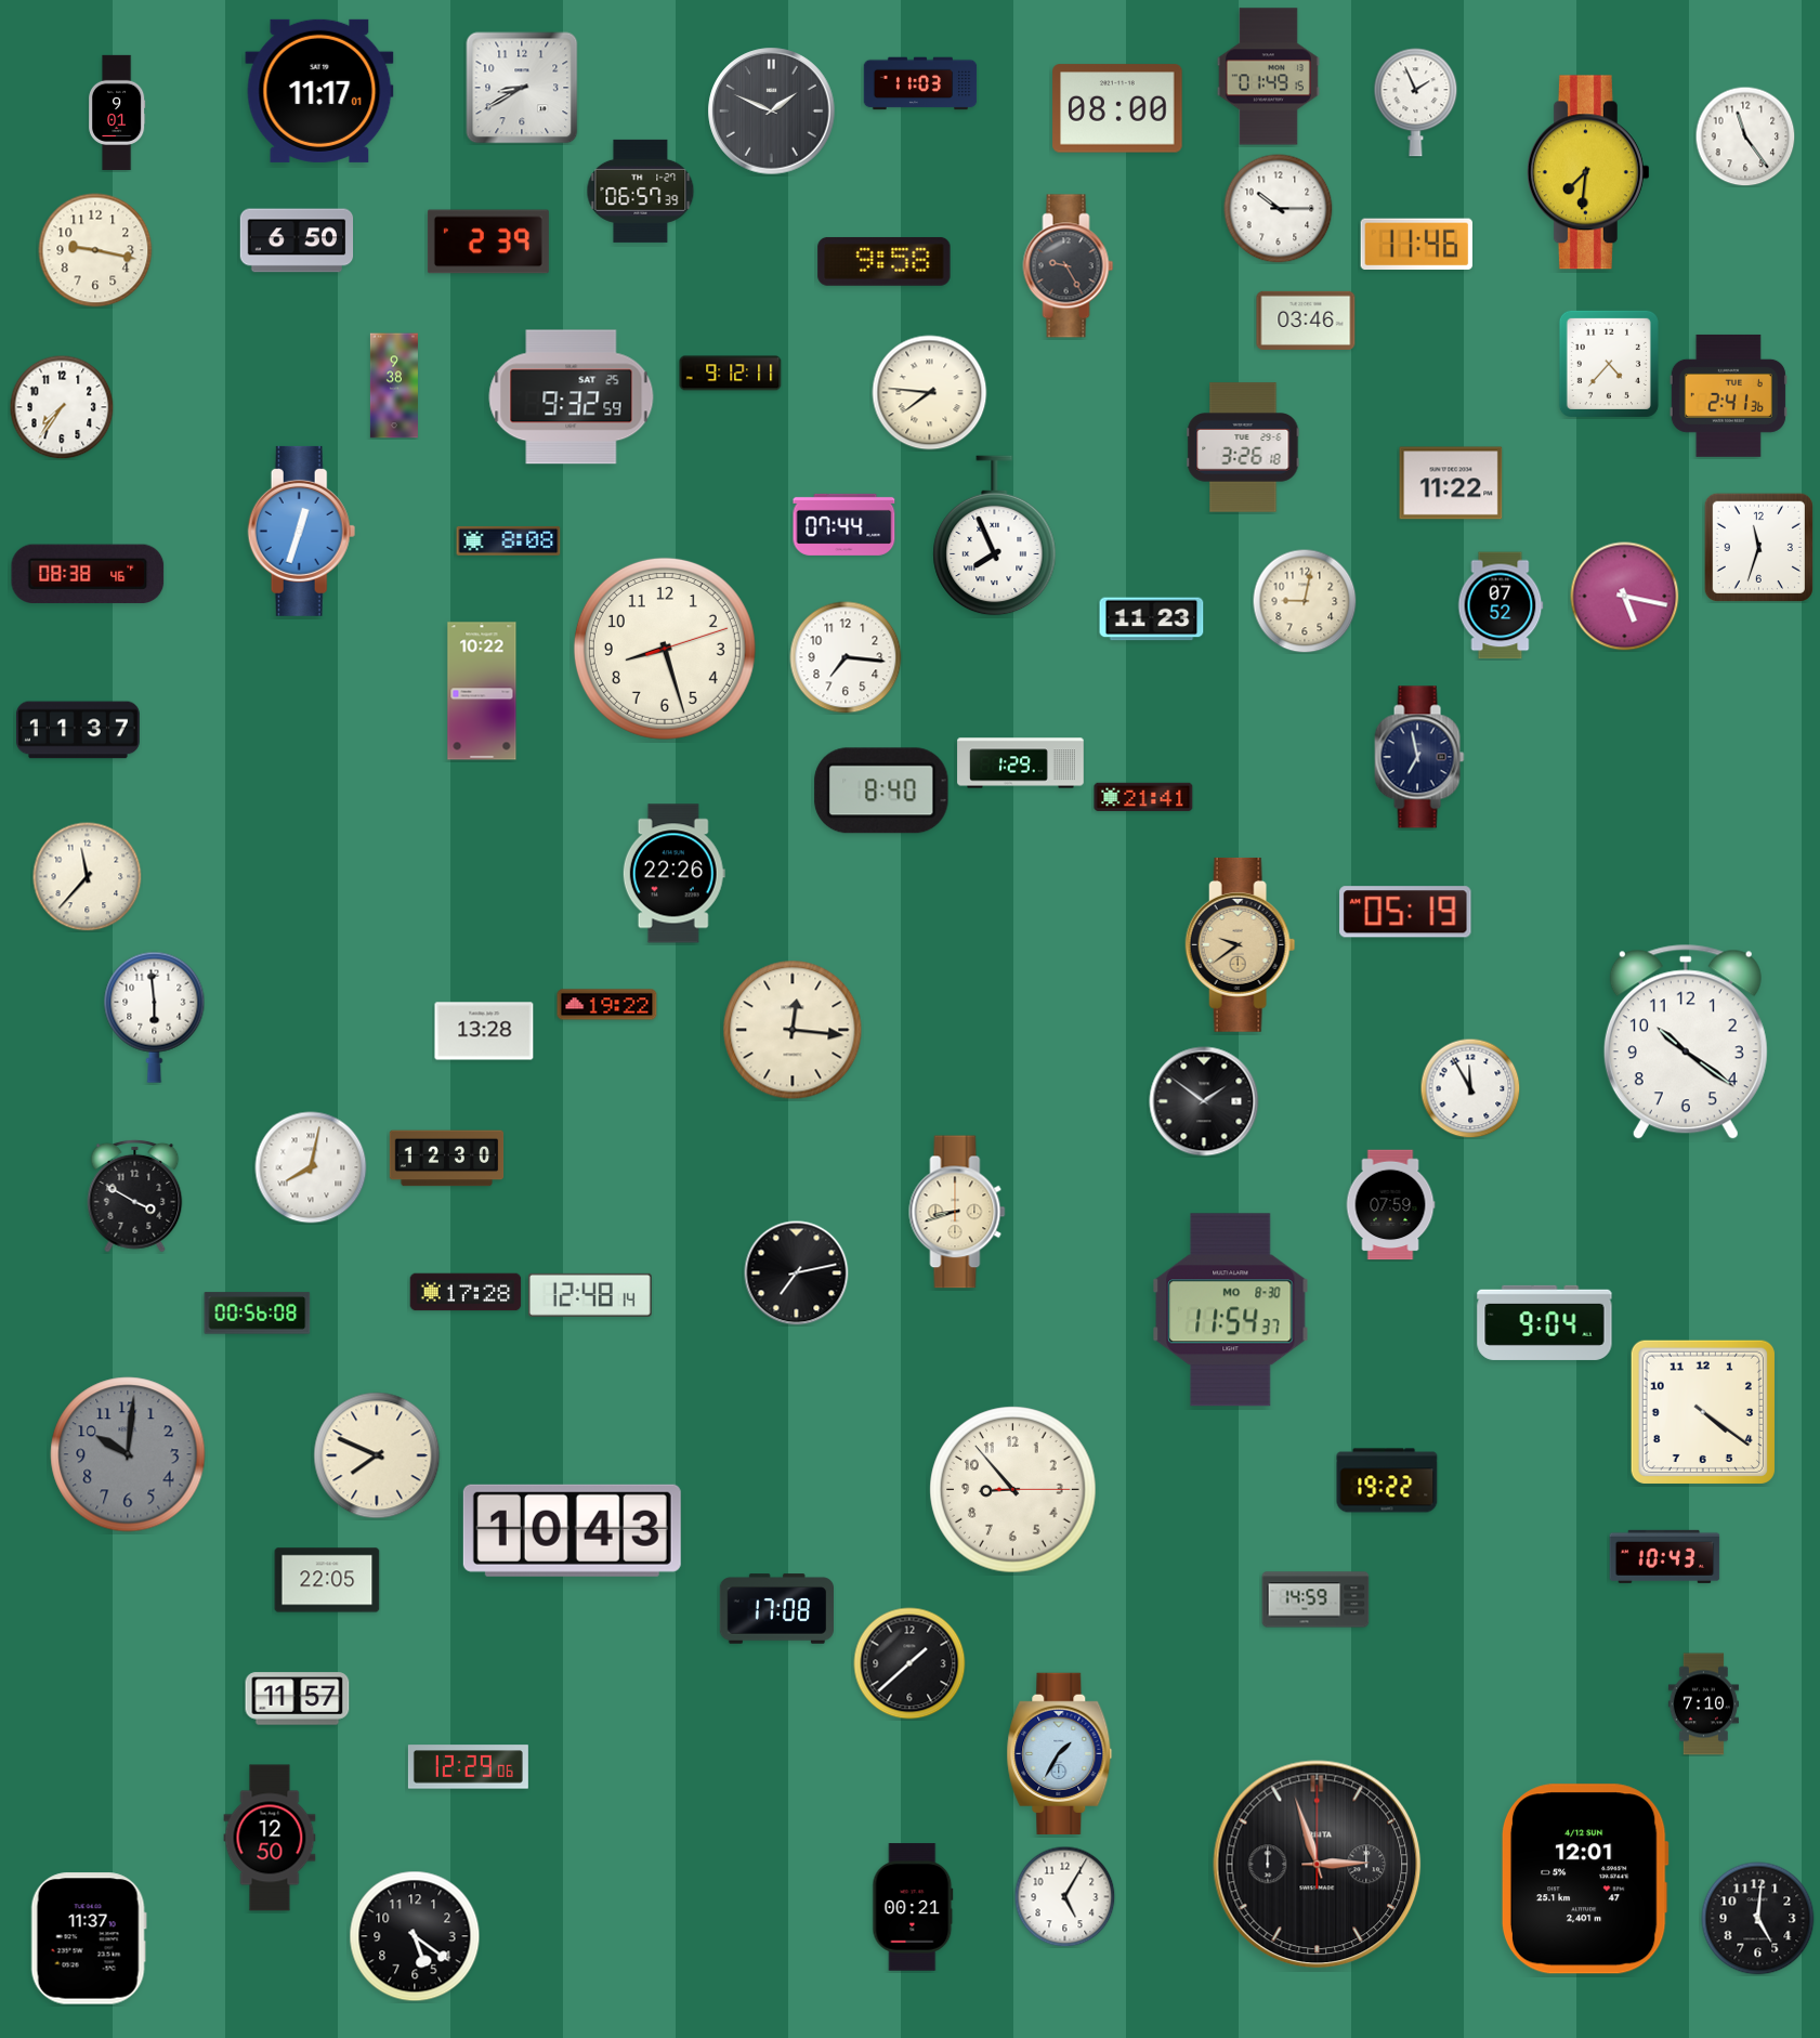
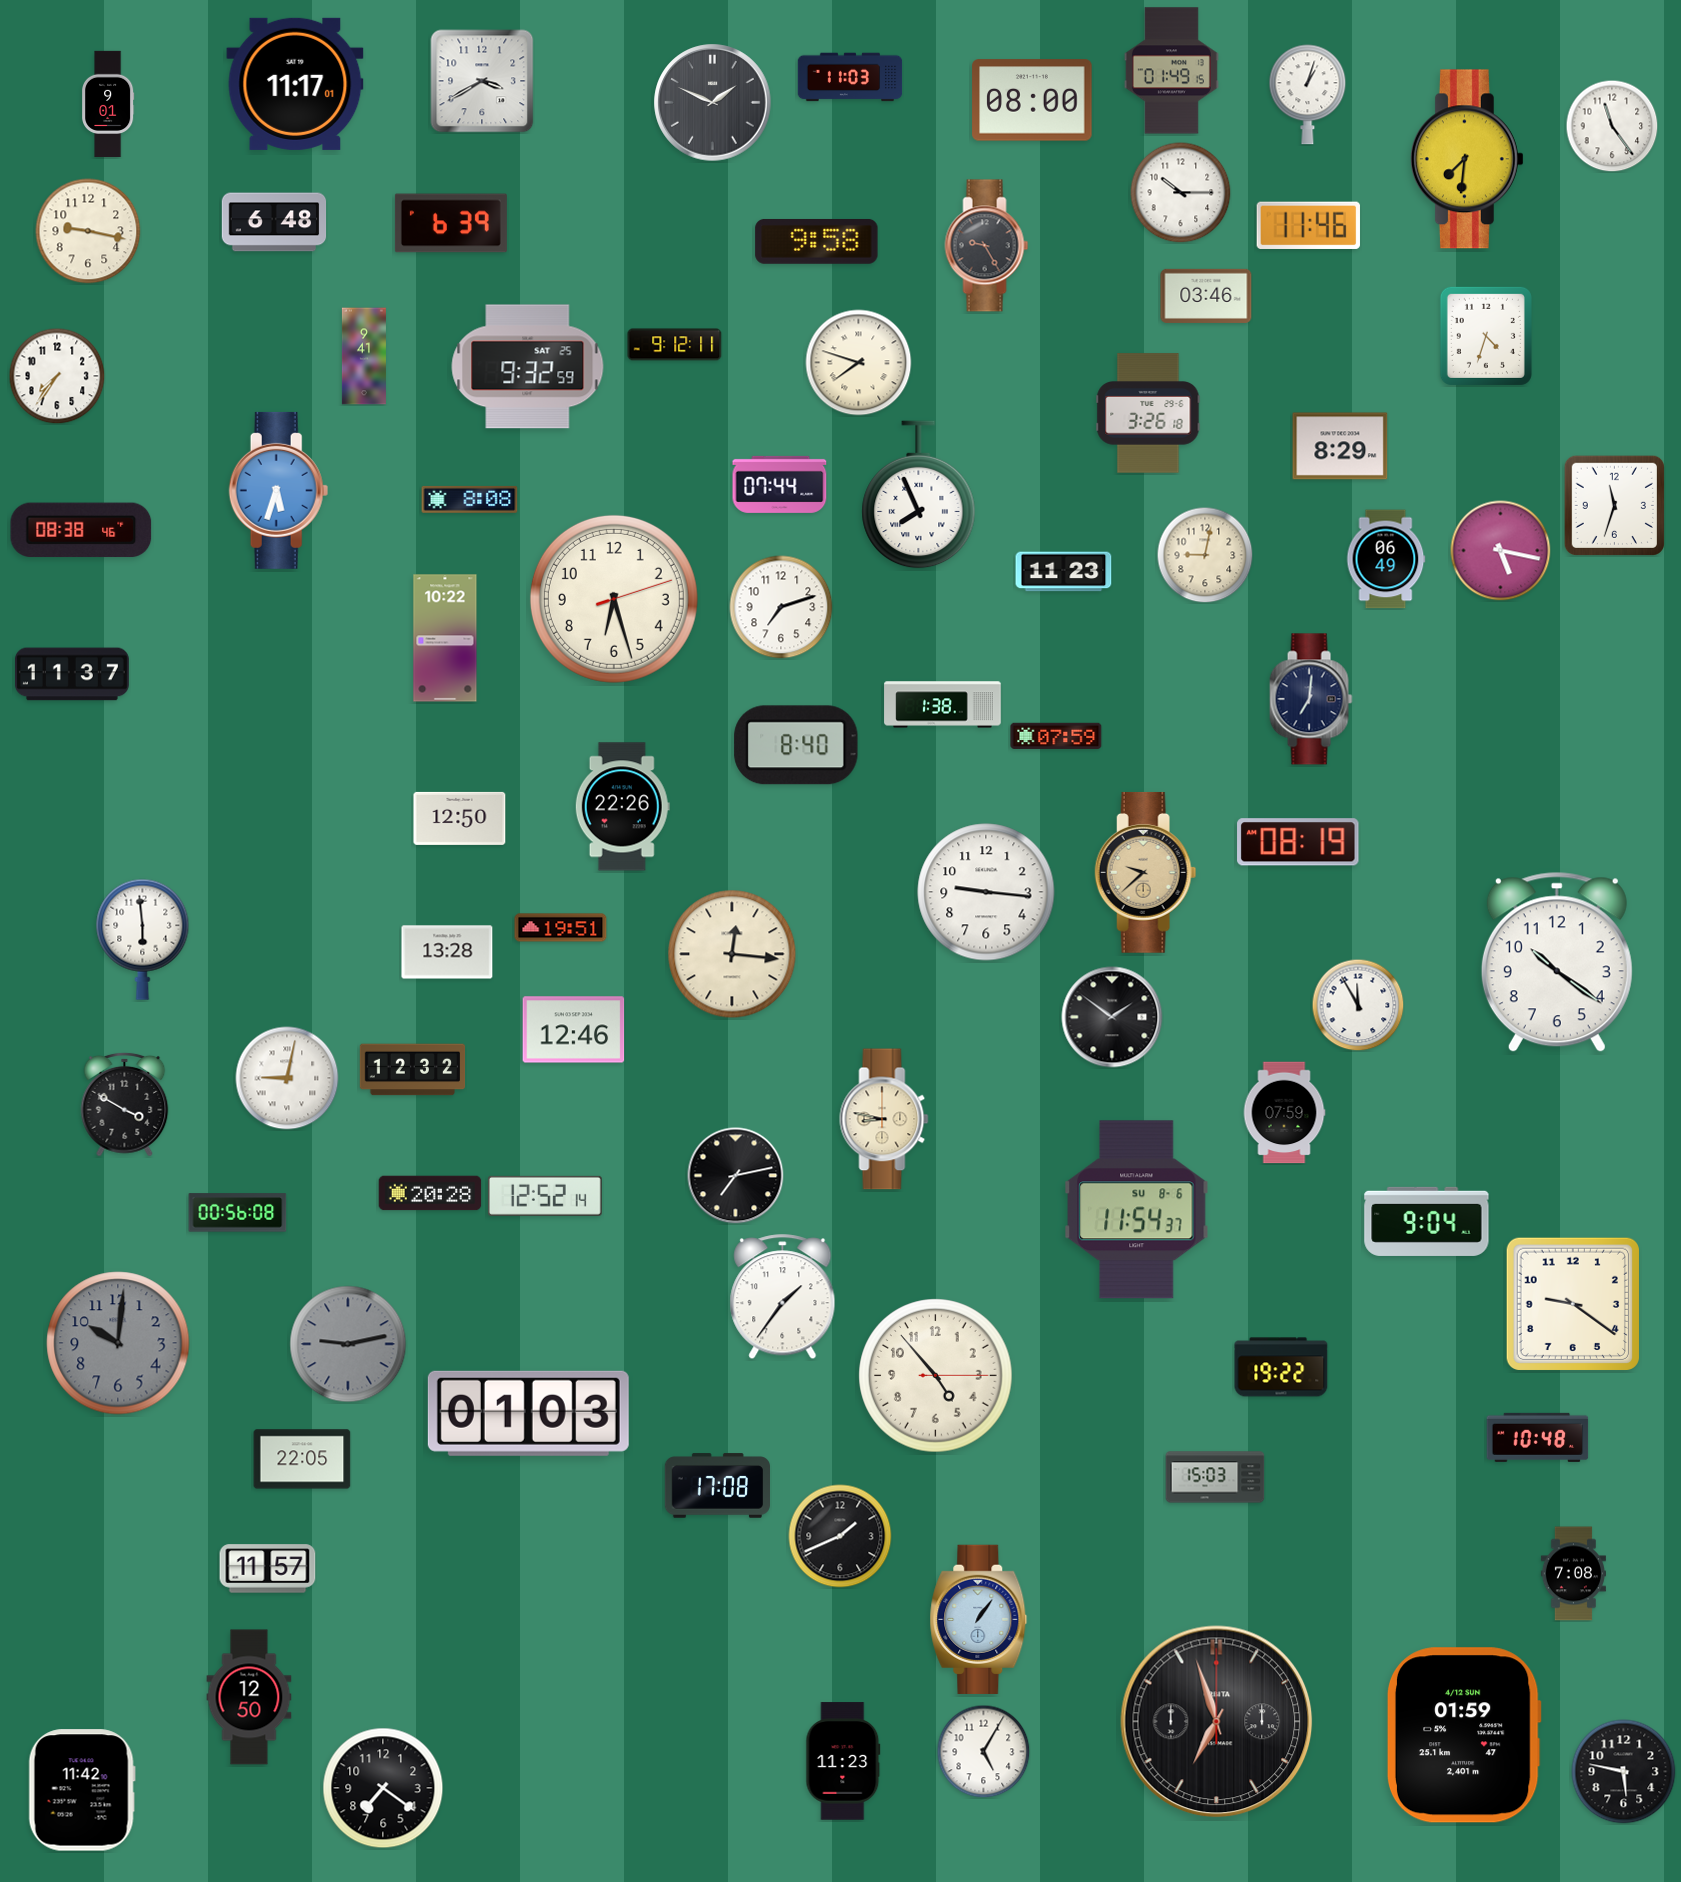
clock at (522, 88): 8:40 -> 3:40
clock at (1416, 103): 1:56 -> 1:03
clock at (641, 191): 06:57 -> none
clock at (297, 240): 6:50 -> 6:48
clock at (488, 241): 2:39 -> 6:39
clock at (1609, 364): 4:37 -> 4:33
clock at (394, 386): 9:38 -> 9:41
clock at (930, 393): 7:46 -> 7:48
clock at (1728, 395): 2:41 -> none
clock at (1451, 483): 11:22 -> 8:29
clock at (302, 531): 12:33 -> 5:33
clock at (1758, 547) position: (1758, 547) -> (1614, 505)
clock at (1501, 605): 07:52 -> 06:49
clock at (665, 649): 8:27 -> 6:27
clock at (846, 657): 7:16 -> 7:12
clock at (1419, 757): 6:58 -> 7:01
clock at (1021, 763): 1:29 -> 1:38
clock at (881, 791) position: (881, 791) -> (796, 745)
clock at (1143, 796): 21:41 -> 07:59
clock at (88, 877): 11:37 -> none
clock at (460, 818): none -> 12:50
clock at (1405, 912): 05:19 -> 08:19
clock at (1241, 944): 9:39 -> 9:38
clock at (986, 892): none -> 9:16
clock at (607, 1005): 19:22 -> 19:51
clock at (793, 1030) position: (793, 1030) -> (732, 954)
clock at (574, 1030): none -> 12:46
clock at (447, 1159): 12:30 -> 12:32
clock at (311, 1167): 8:02 -> 9:02
clock at (957, 1212): 8:42 -> 8:47
clock at (466, 1292): 17:28 -> 20:28
clock at (590, 1295): 12:48 -> 12:52
clock at (1231, 1310) date: MO 8-30 -> SU 8-6
clock at (783, 1297): none -> 1:36
clock at (1703, 1412): 4:21 -> 9:21
clock at (377, 1455): 7:49 -> 9:13
clock at (377, 1455) dial: cream -> grey
clock at (1013, 1490): 8:53 -> 4:53
clock at (572, 1530): 10:43 -> 01:03
clock at (1665, 1556): 10:43 -> 10:48
clock at (1315, 1599): 14:59 -> 15:03
clock at (909, 1663): 1:38 -> 1:41
clock at (298, 1699) position: (298, 1699) -> (268, 1569)
clock at (1703, 1704): 7:10 -> 7:08
clock at (1060, 1753): 1:35 -> 1:06
clock at (468, 1767): 12:29 -> none
clock at (1318, 1865): 2:57 -> 6:57
clock at (1585, 1879): 12:01 -> 01:59
clock at (913, 1907): 00:21 -> 11:23
clock at (1758, 1919): 5:01 -> 5:47
clock at (415, 1936): 5:21 -> 7:21
clock at (89, 1938): 11:37 -> 11:42
